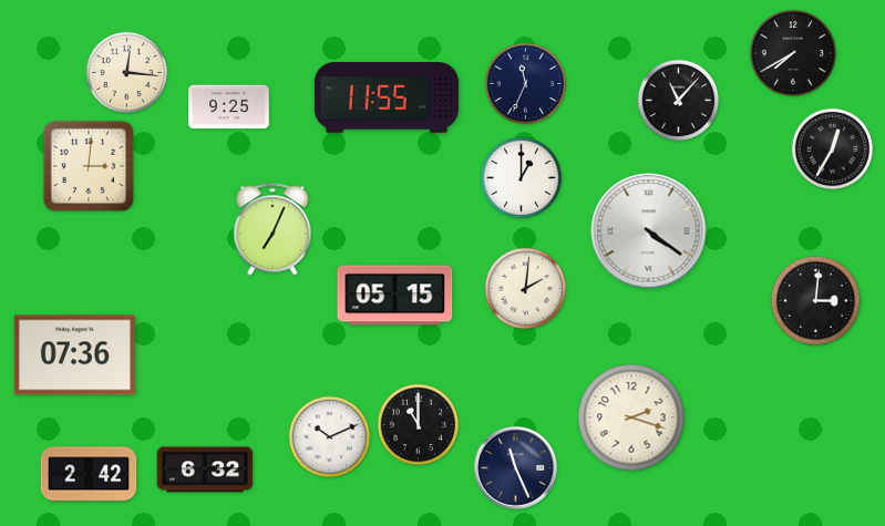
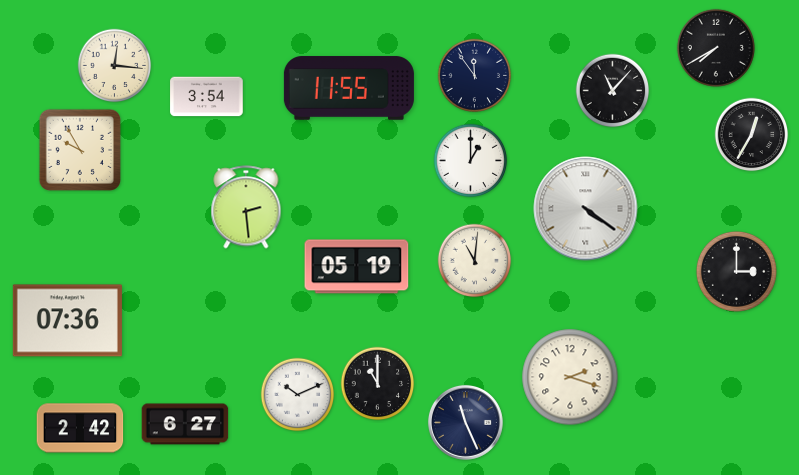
clock at (526, 84): 11:34 -> 11:54
clock at (229, 107): 9:25 -> 3:54
clock at (88, 165): 3:01 -> 9:55
clock at (272, 229): 7:04 -> 2:29
clock at (526, 289): 2:01 -> 11:01
clock at (395, 296): 05:15 -> 05:19
clock at (815, 300): 3:01 -> 3:00
clock at (205, 470): 6:32 -> 6:27
